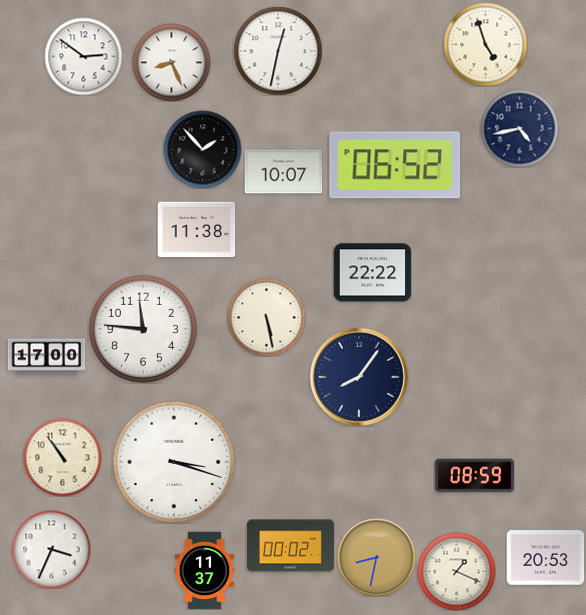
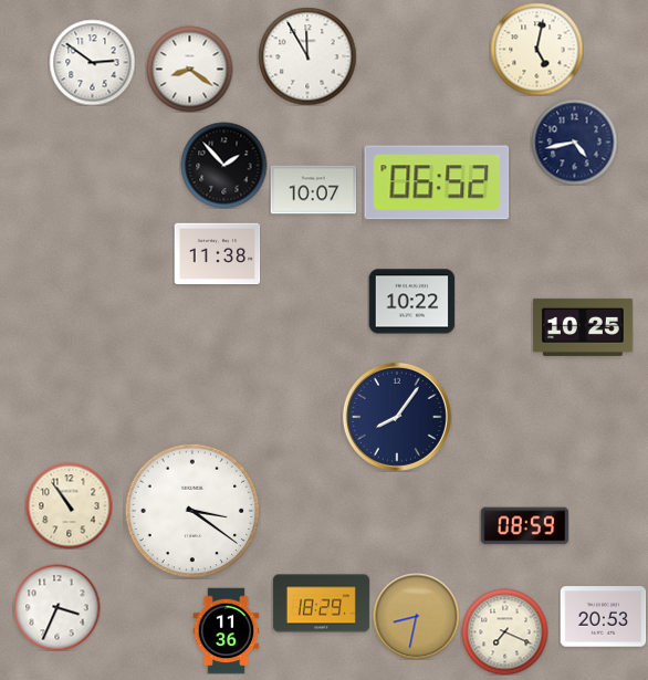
clock at (485, 44): 4:57 -> 5:02
clock at (278, 51): 12:32 -> 11:55
clock at (171, 62): 8:26 -> 8:21
clock at (372, 273): 22:22 -> 10:22
clock at (583, 327): none -> 10:25
clock at (266, 317): 5:28 -> none
clock at (143, 329): 11:46 -> none
clock at (46, 357): 17:00 -> none
clock at (174, 462): 3:18 -> 3:21
clock at (290, 546): 00:02 -> 18:29
clock at (205, 570): 11:37 -> 11:36
clock at (456, 571): 1:19 -> 7:19
